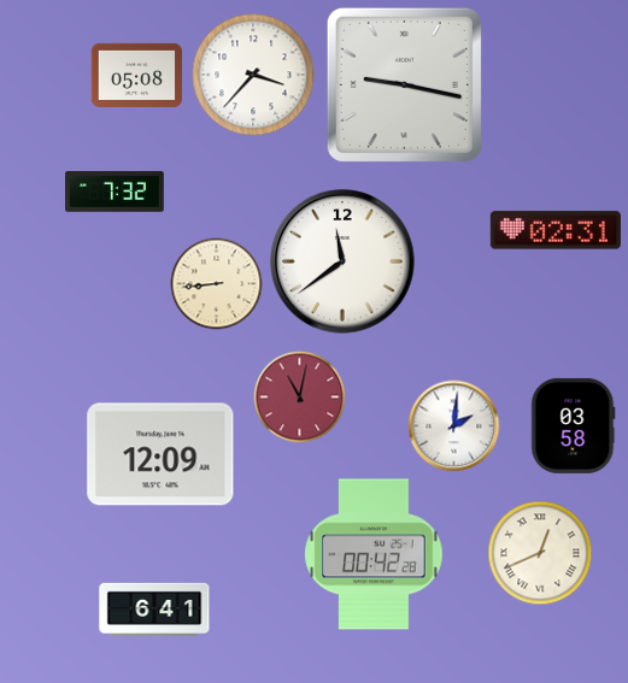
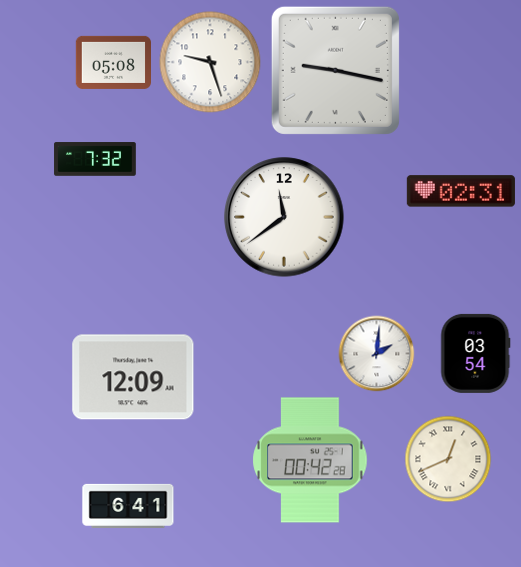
clock at (253, 75): 3:37 -> 9:27
clock at (217, 284): 8:44 -> none
clock at (300, 398): 11:02 -> none
clock at (574, 425): 03:58 -> 03:54
